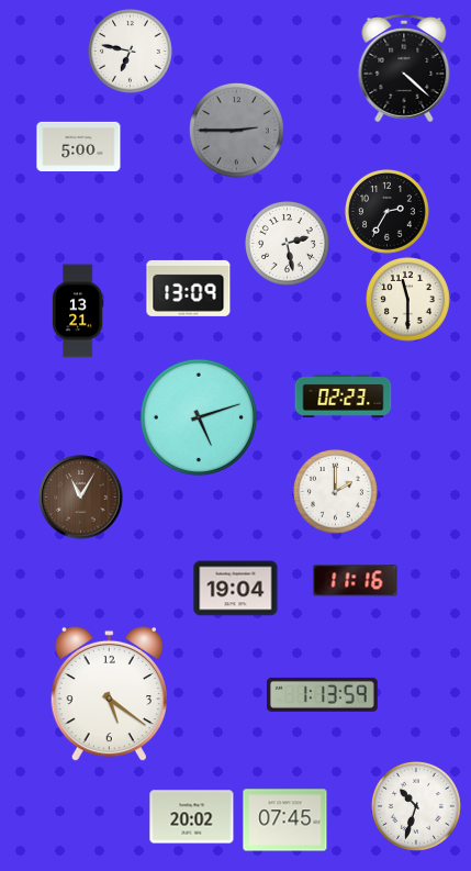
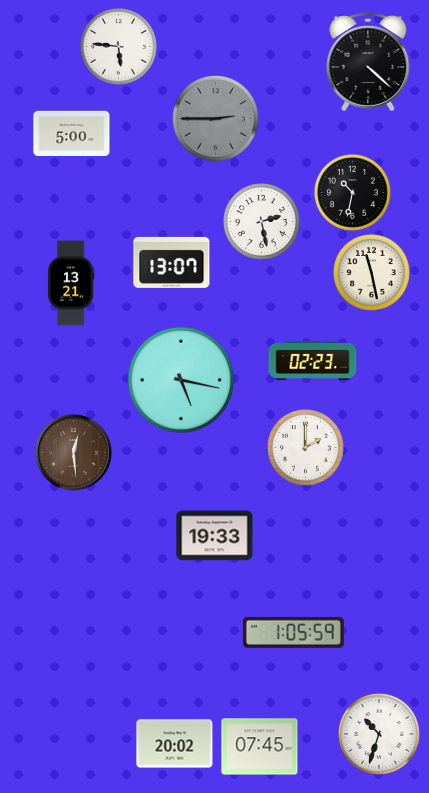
clock at (131, 52): 6:47 -> 5:46
clock at (388, 212): 2:35 -> 10:32
clock at (189, 288): 13:09 -> 13:07
clock at (408, 300): 11:30 -> 11:28
clock at (199, 417): 5:12 -> 5:17
clock at (81, 498): 11:05 -> 12:29
clock at (356, 581): 11:16 -> none
clock at (236, 589): 19:04 -> 19:33
clock at (109, 694): 5:21 -> none
clock at (322, 694): 1:13 -> 1:05
